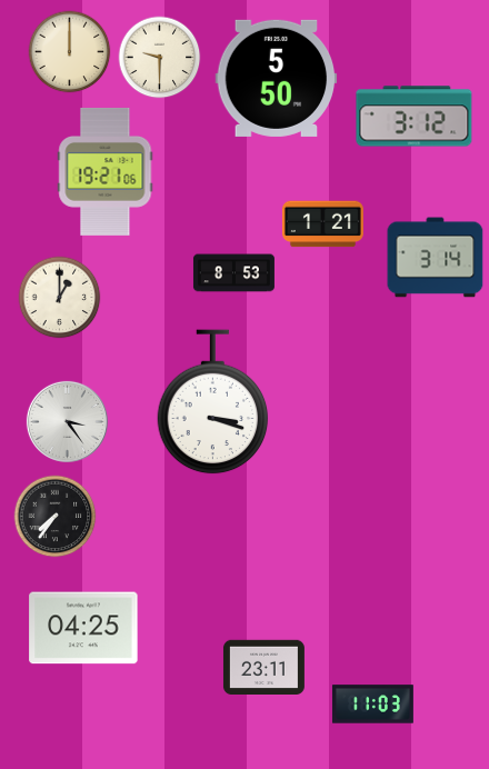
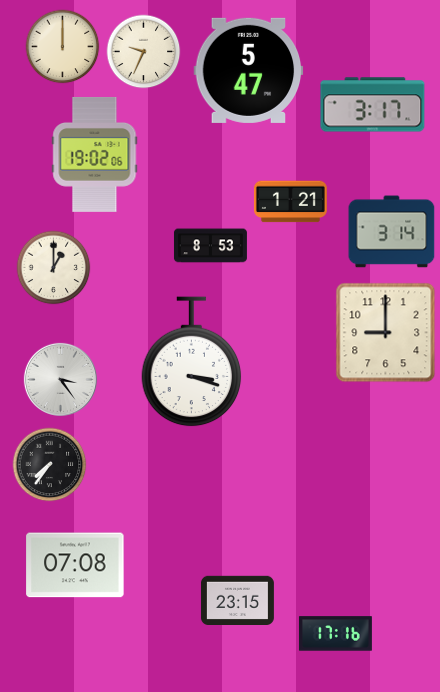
clock at (160, 58): 9:30 -> 9:34
clock at (277, 78): 5:50 -> 5:47
clock at (415, 117): 3:12 -> 3:17
clock at (106, 171): 19:21 -> 19:02
clock at (386, 333): none -> 9:00
clock at (83, 628): 04:25 -> 07:08
clock at (263, 667): 23:11 -> 23:15
clock at (372, 705): 11:03 -> 17:16
